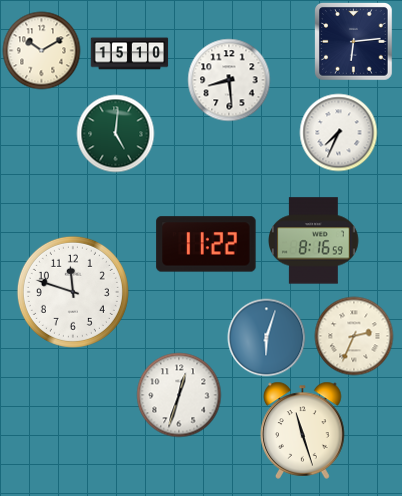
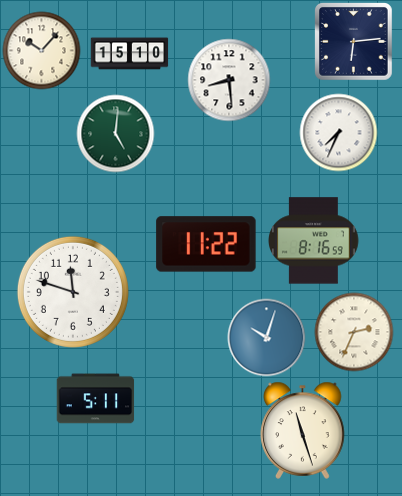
clock at (41, 50): 10:10 -> 10:07
clock at (354, 336) position: (354, 336) -> (354, 332)
clock at (266, 337): 6:03 -> 10:03
clock at (179, 395): 12:33 -> none
clock at (95, 399): none -> 5:11
